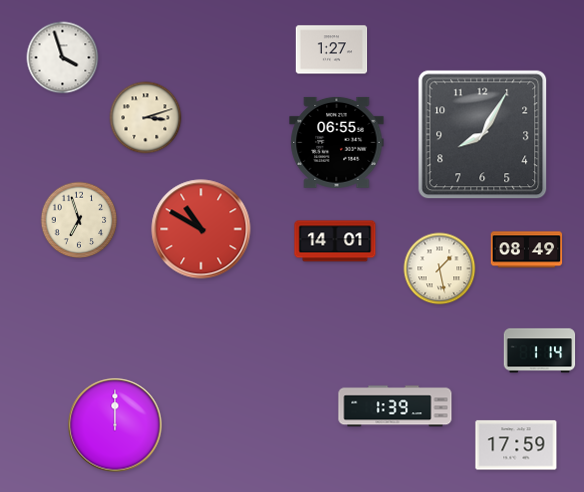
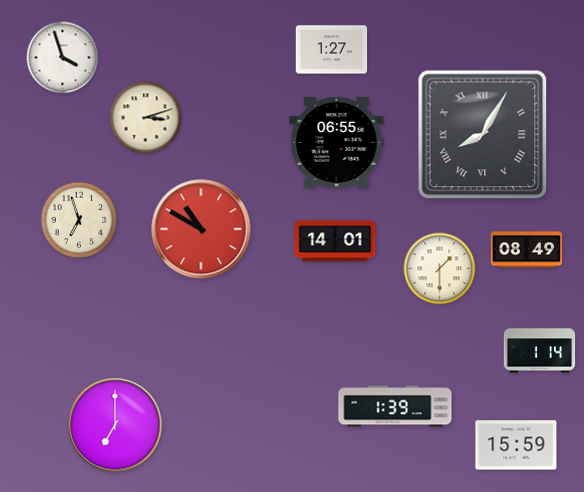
clock at (483, 135) numerals: Arabic -> Roman
clock at (440, 269): 1:28 -> 1:30
clock at (115, 425): 12:00 -> 7:00
clock at (516, 445): 17:59 -> 15:59
